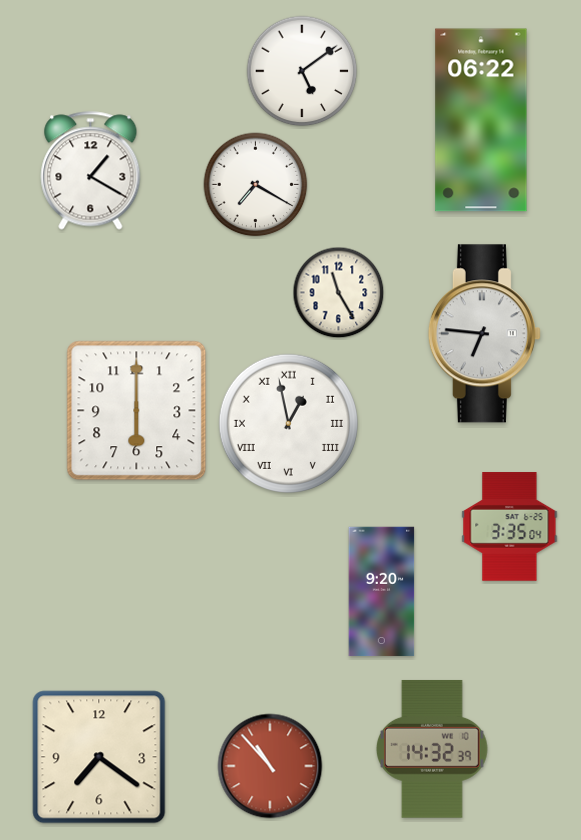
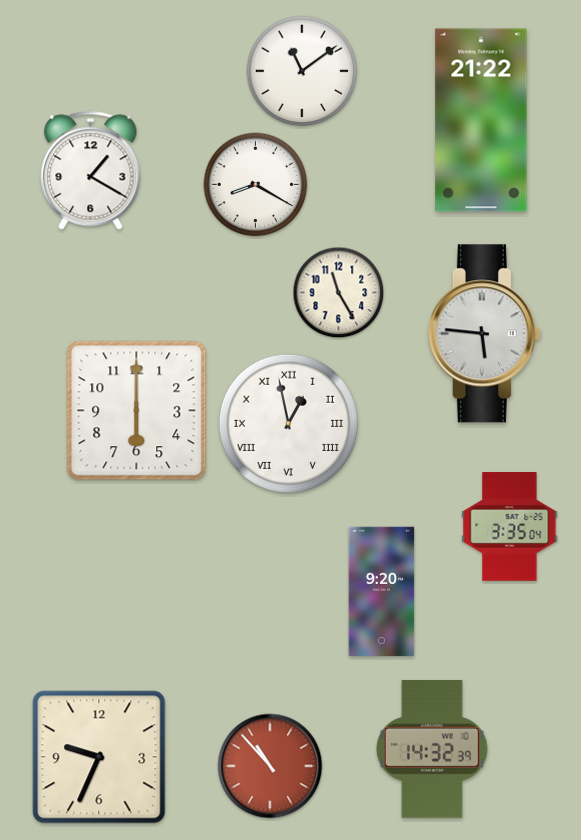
clock at (302, 71): 5:09 -> 11:09
clock at (481, 120): 06:22 -> 21:22
clock at (256, 185): 7:20 -> 8:20
clock at (484, 334): 6:46 -> 5:46
clock at (99, 757): 7:21 -> 9:34
